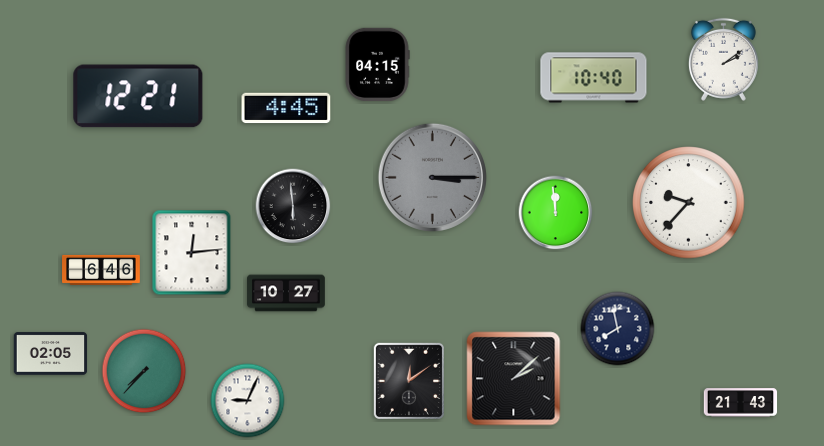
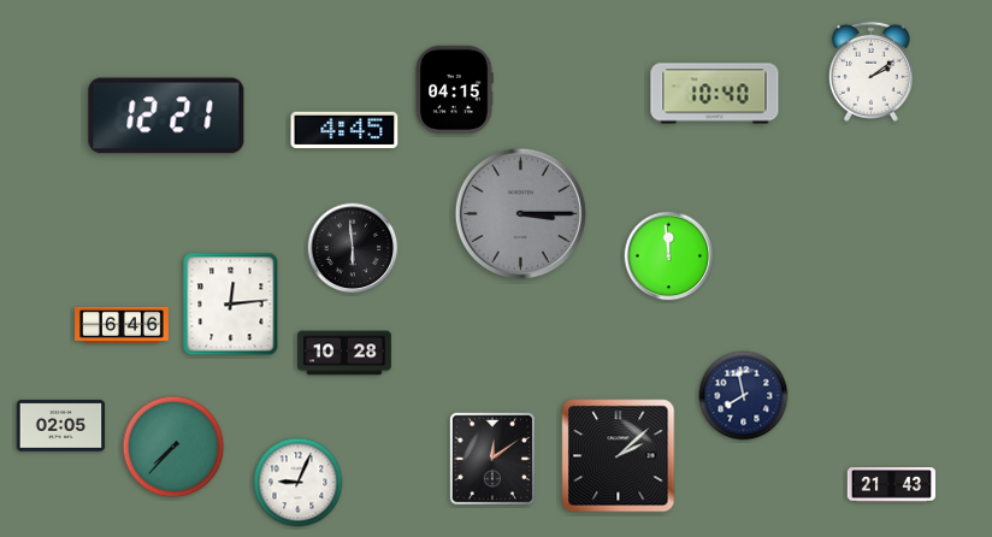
clock at (377, 65) position: (377, 65) -> (454, 90)
clock at (689, 203): 9:37 -> none
clock at (286, 293): 10:27 -> 10:28
